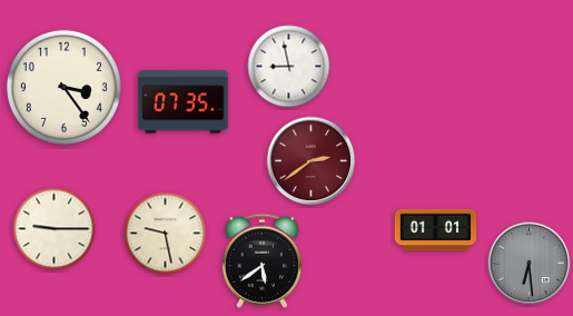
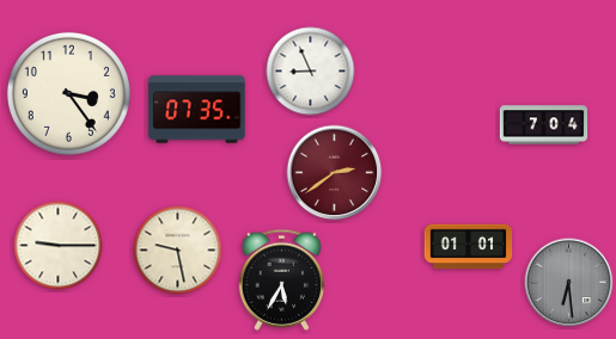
clock at (289, 67): 8:58 -> 8:56
clock at (544, 125): none -> 7:04
clock at (261, 260): 5:39 -> 5:35
